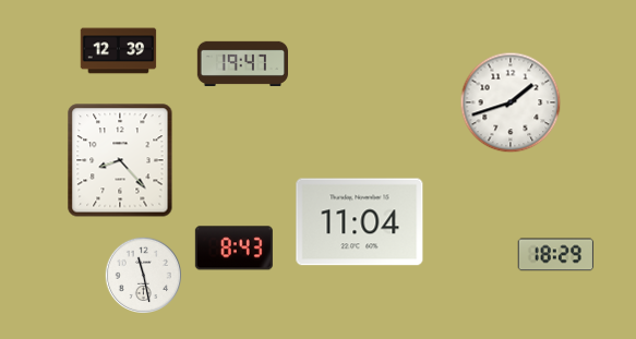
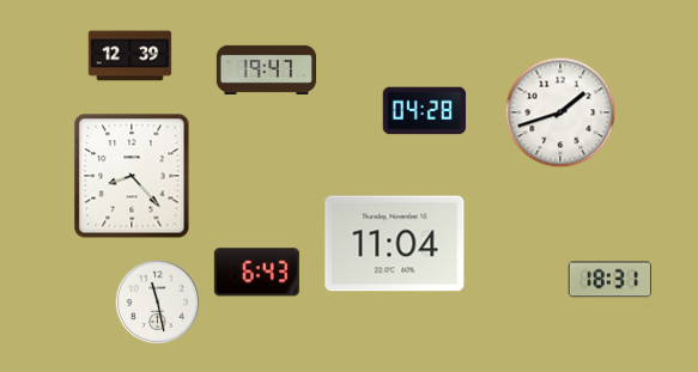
clock at (425, 111): none -> 04:28
clock at (233, 249): 8:43 -> 6:43
clock at (556, 255): 18:29 -> 18:31
